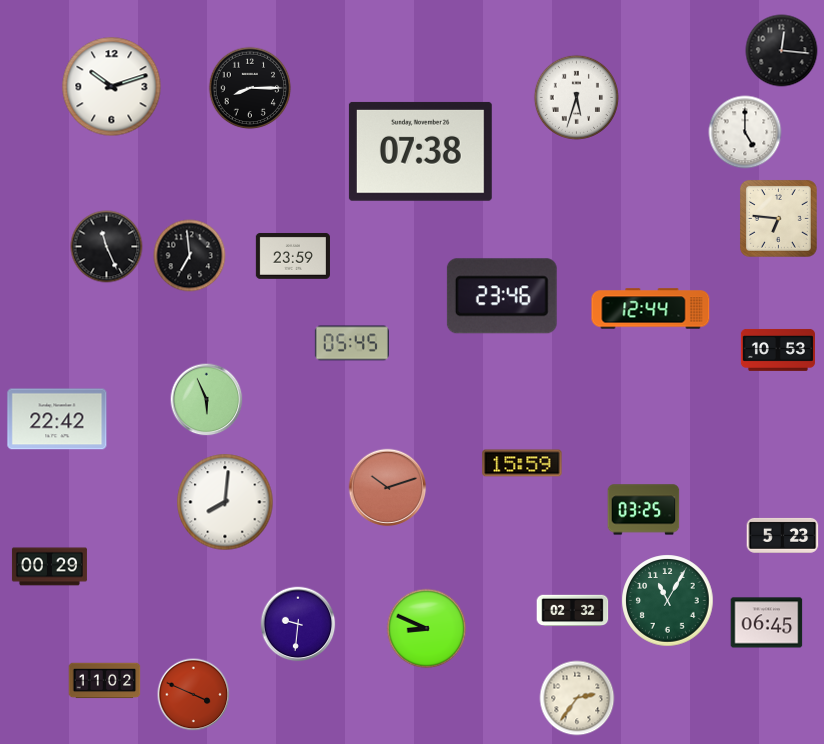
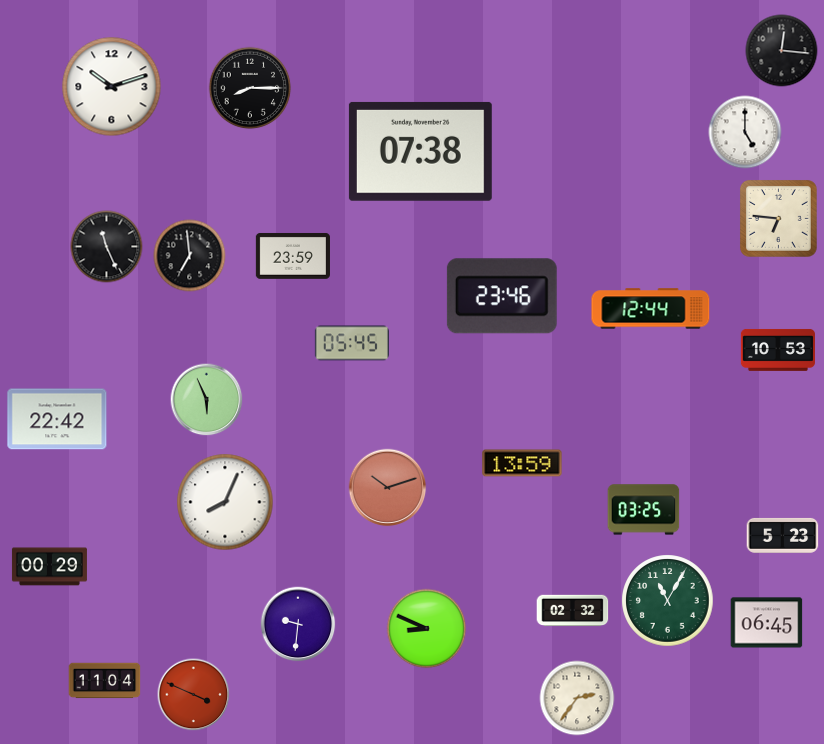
clock at (576, 97): 5:33 -> none
clock at (522, 463): 15:59 -> 13:59
clock at (225, 502): 8:01 -> 8:04
clock at (105, 681): 11:02 -> 11:04
